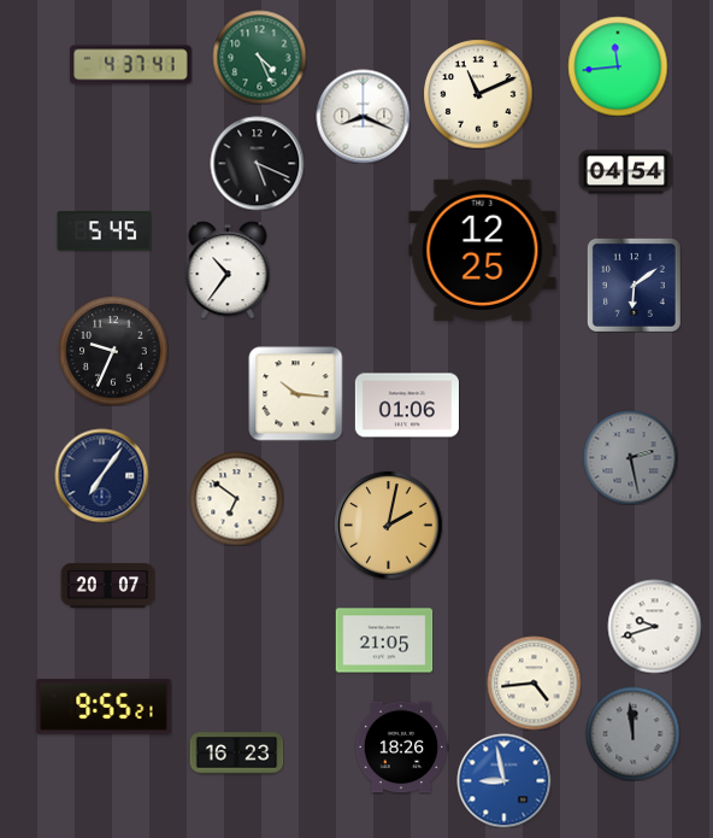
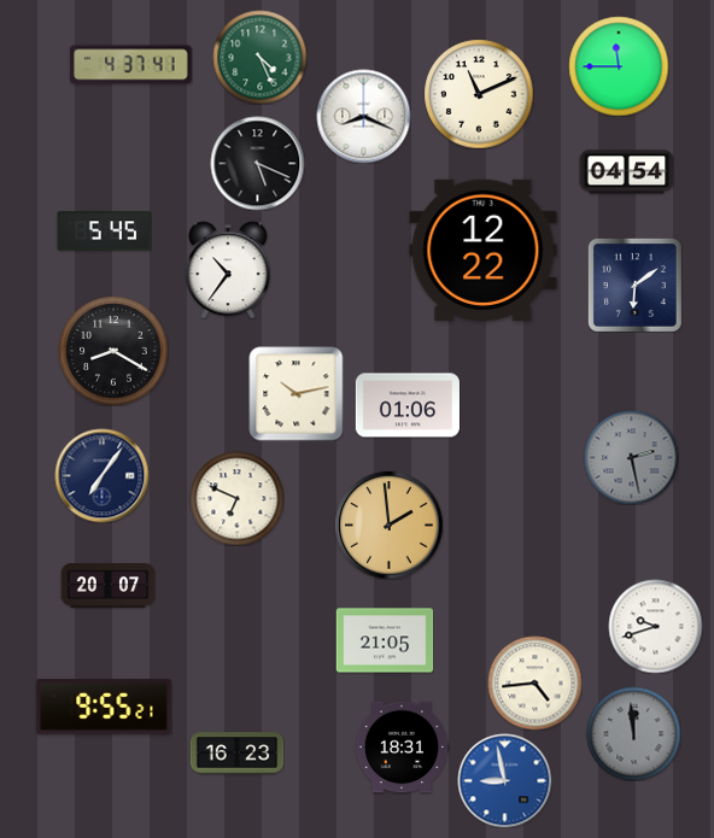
clock at (618, 66): 11:44 -> 11:45
clock at (483, 250): 12:25 -> 12:22
clock at (113, 351): 9:34 -> 8:20
clock at (295, 393): 10:16 -> 10:13
clock at (236, 498): 6:51 -> 6:49
clock at (388, 525): 2:02 -> 1:59
clock at (401, 748): 18:26 -> 18:31
